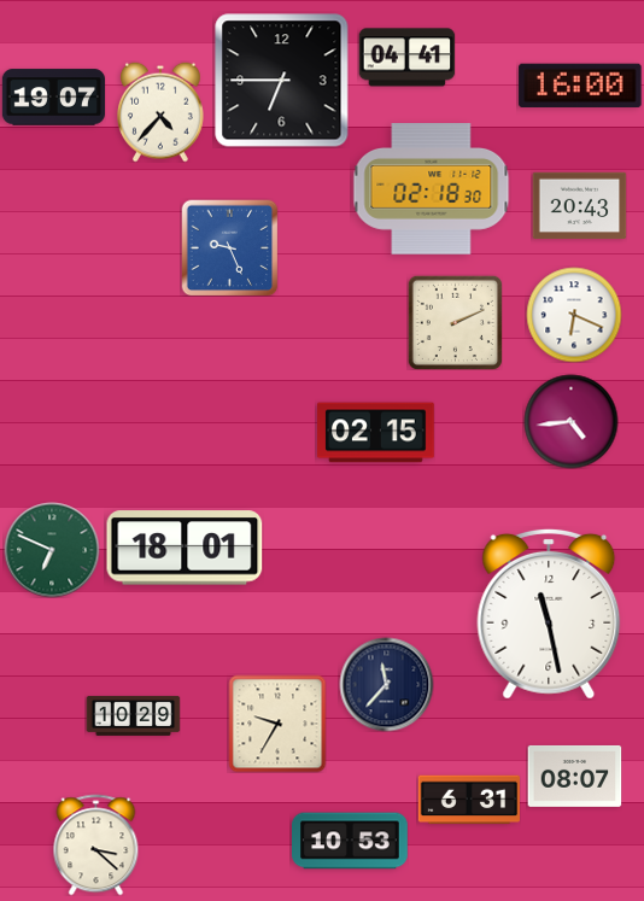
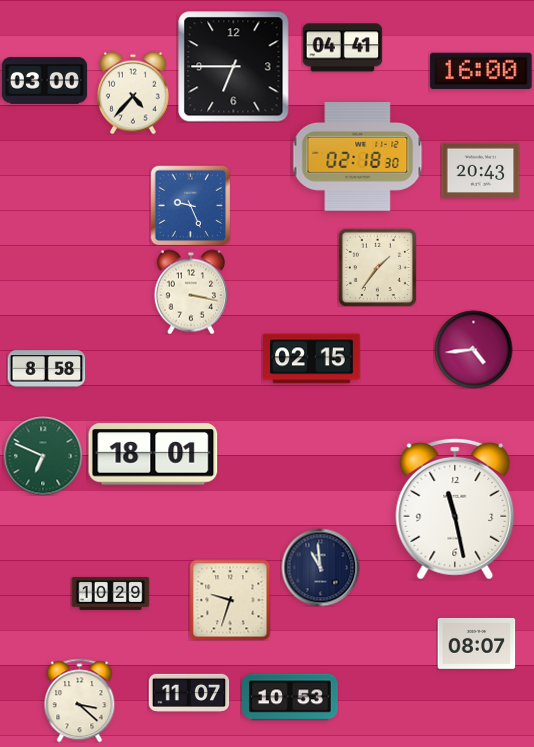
clock at (406, 58) position: (406, 58) -> (342, 48)
clock at (53, 98): 19:07 -> 03:00
clock at (574, 315): 6:19 -> none
clock at (455, 322): 2:11 -> 1:36
clock at (191, 292): none -> 3:17
clock at (46, 369): none -> 8:58
clock at (386, 684): 11:37 -> 10:59
clock at (277, 724): 9:35 -> 9:33
clock at (468, 800): 6:31 -> none
clock at (189, 693): none -> 11:07
